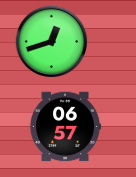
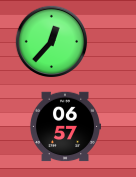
clock at (52, 42): 12:42 -> 12:37
